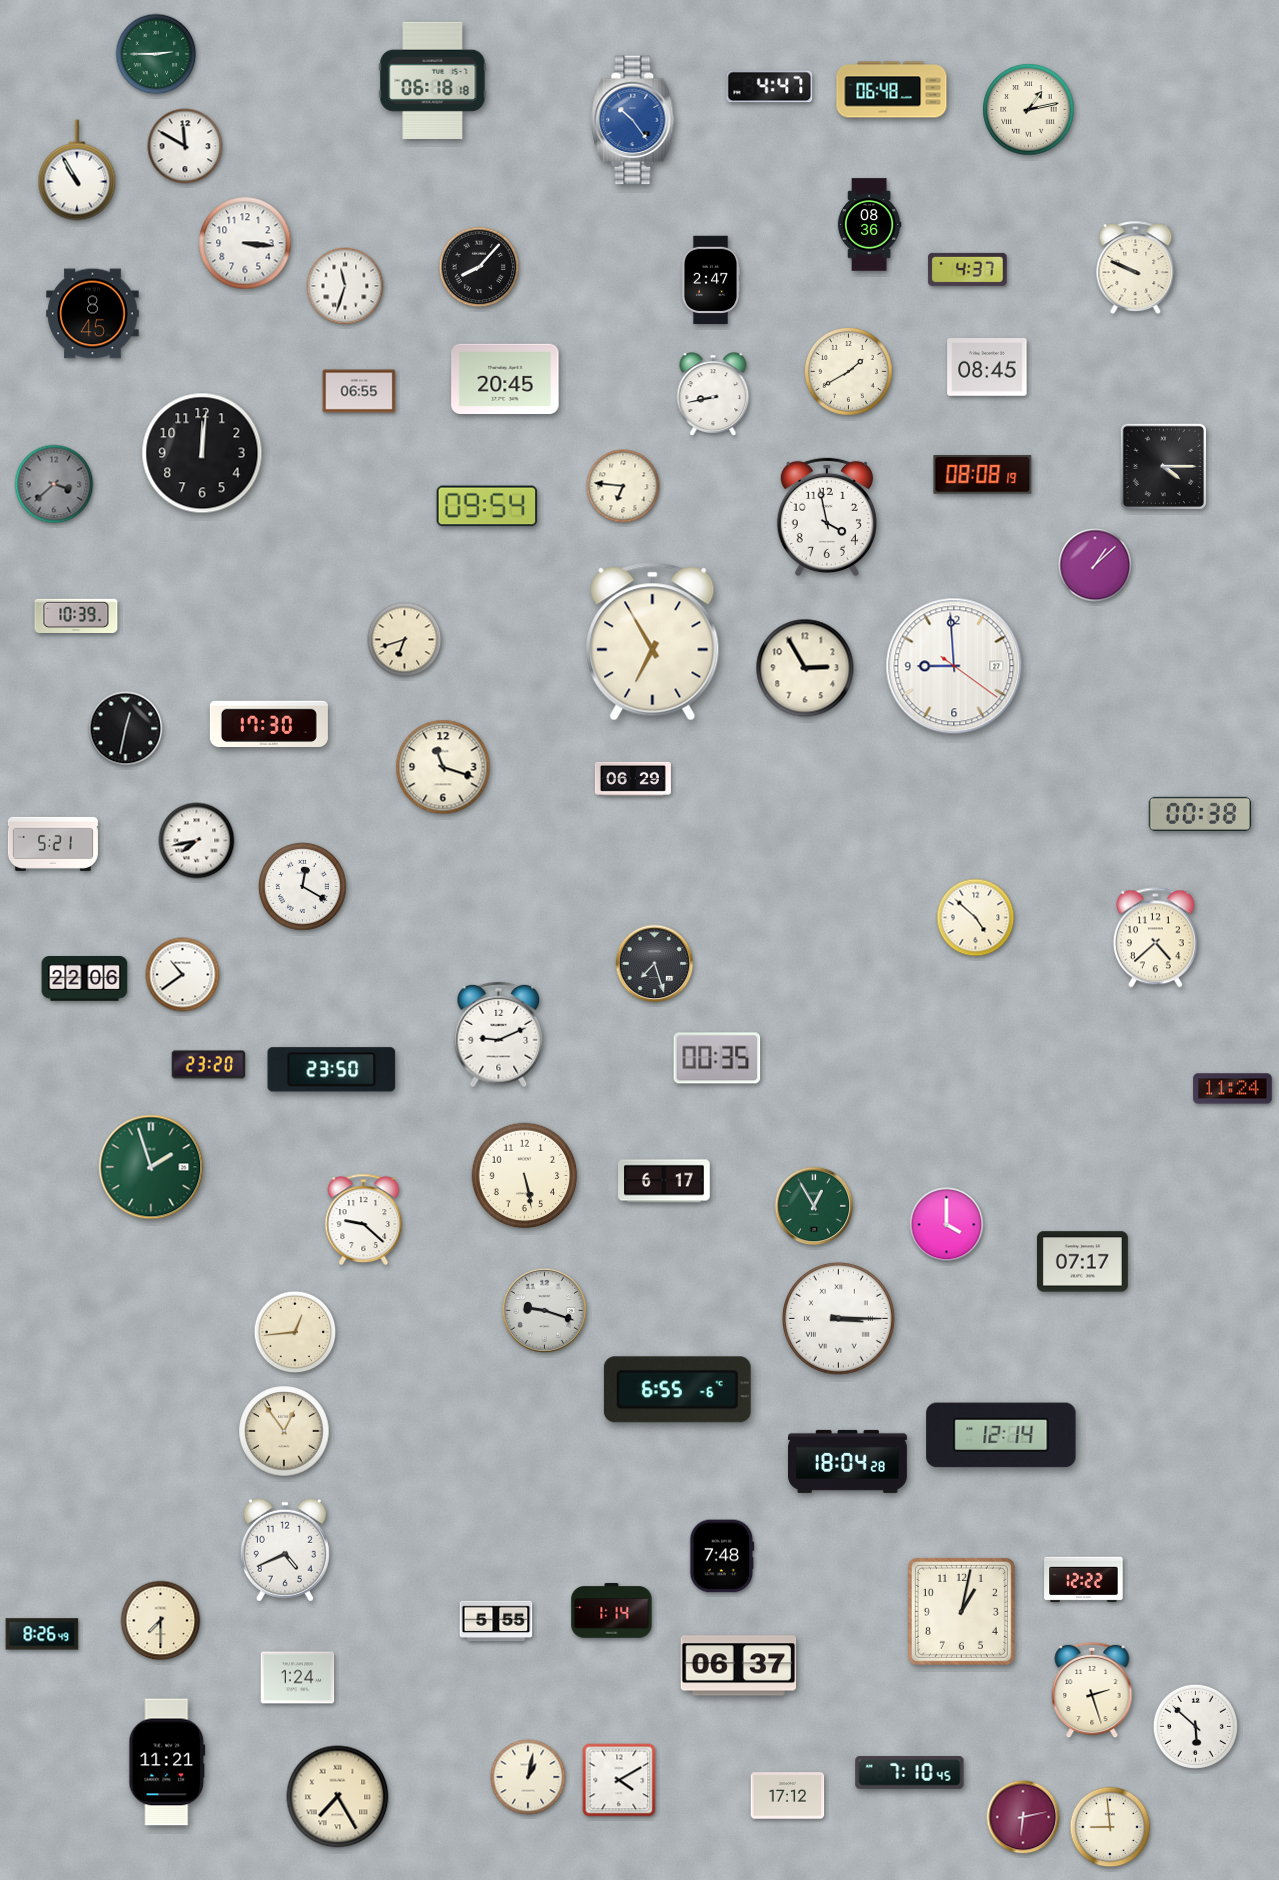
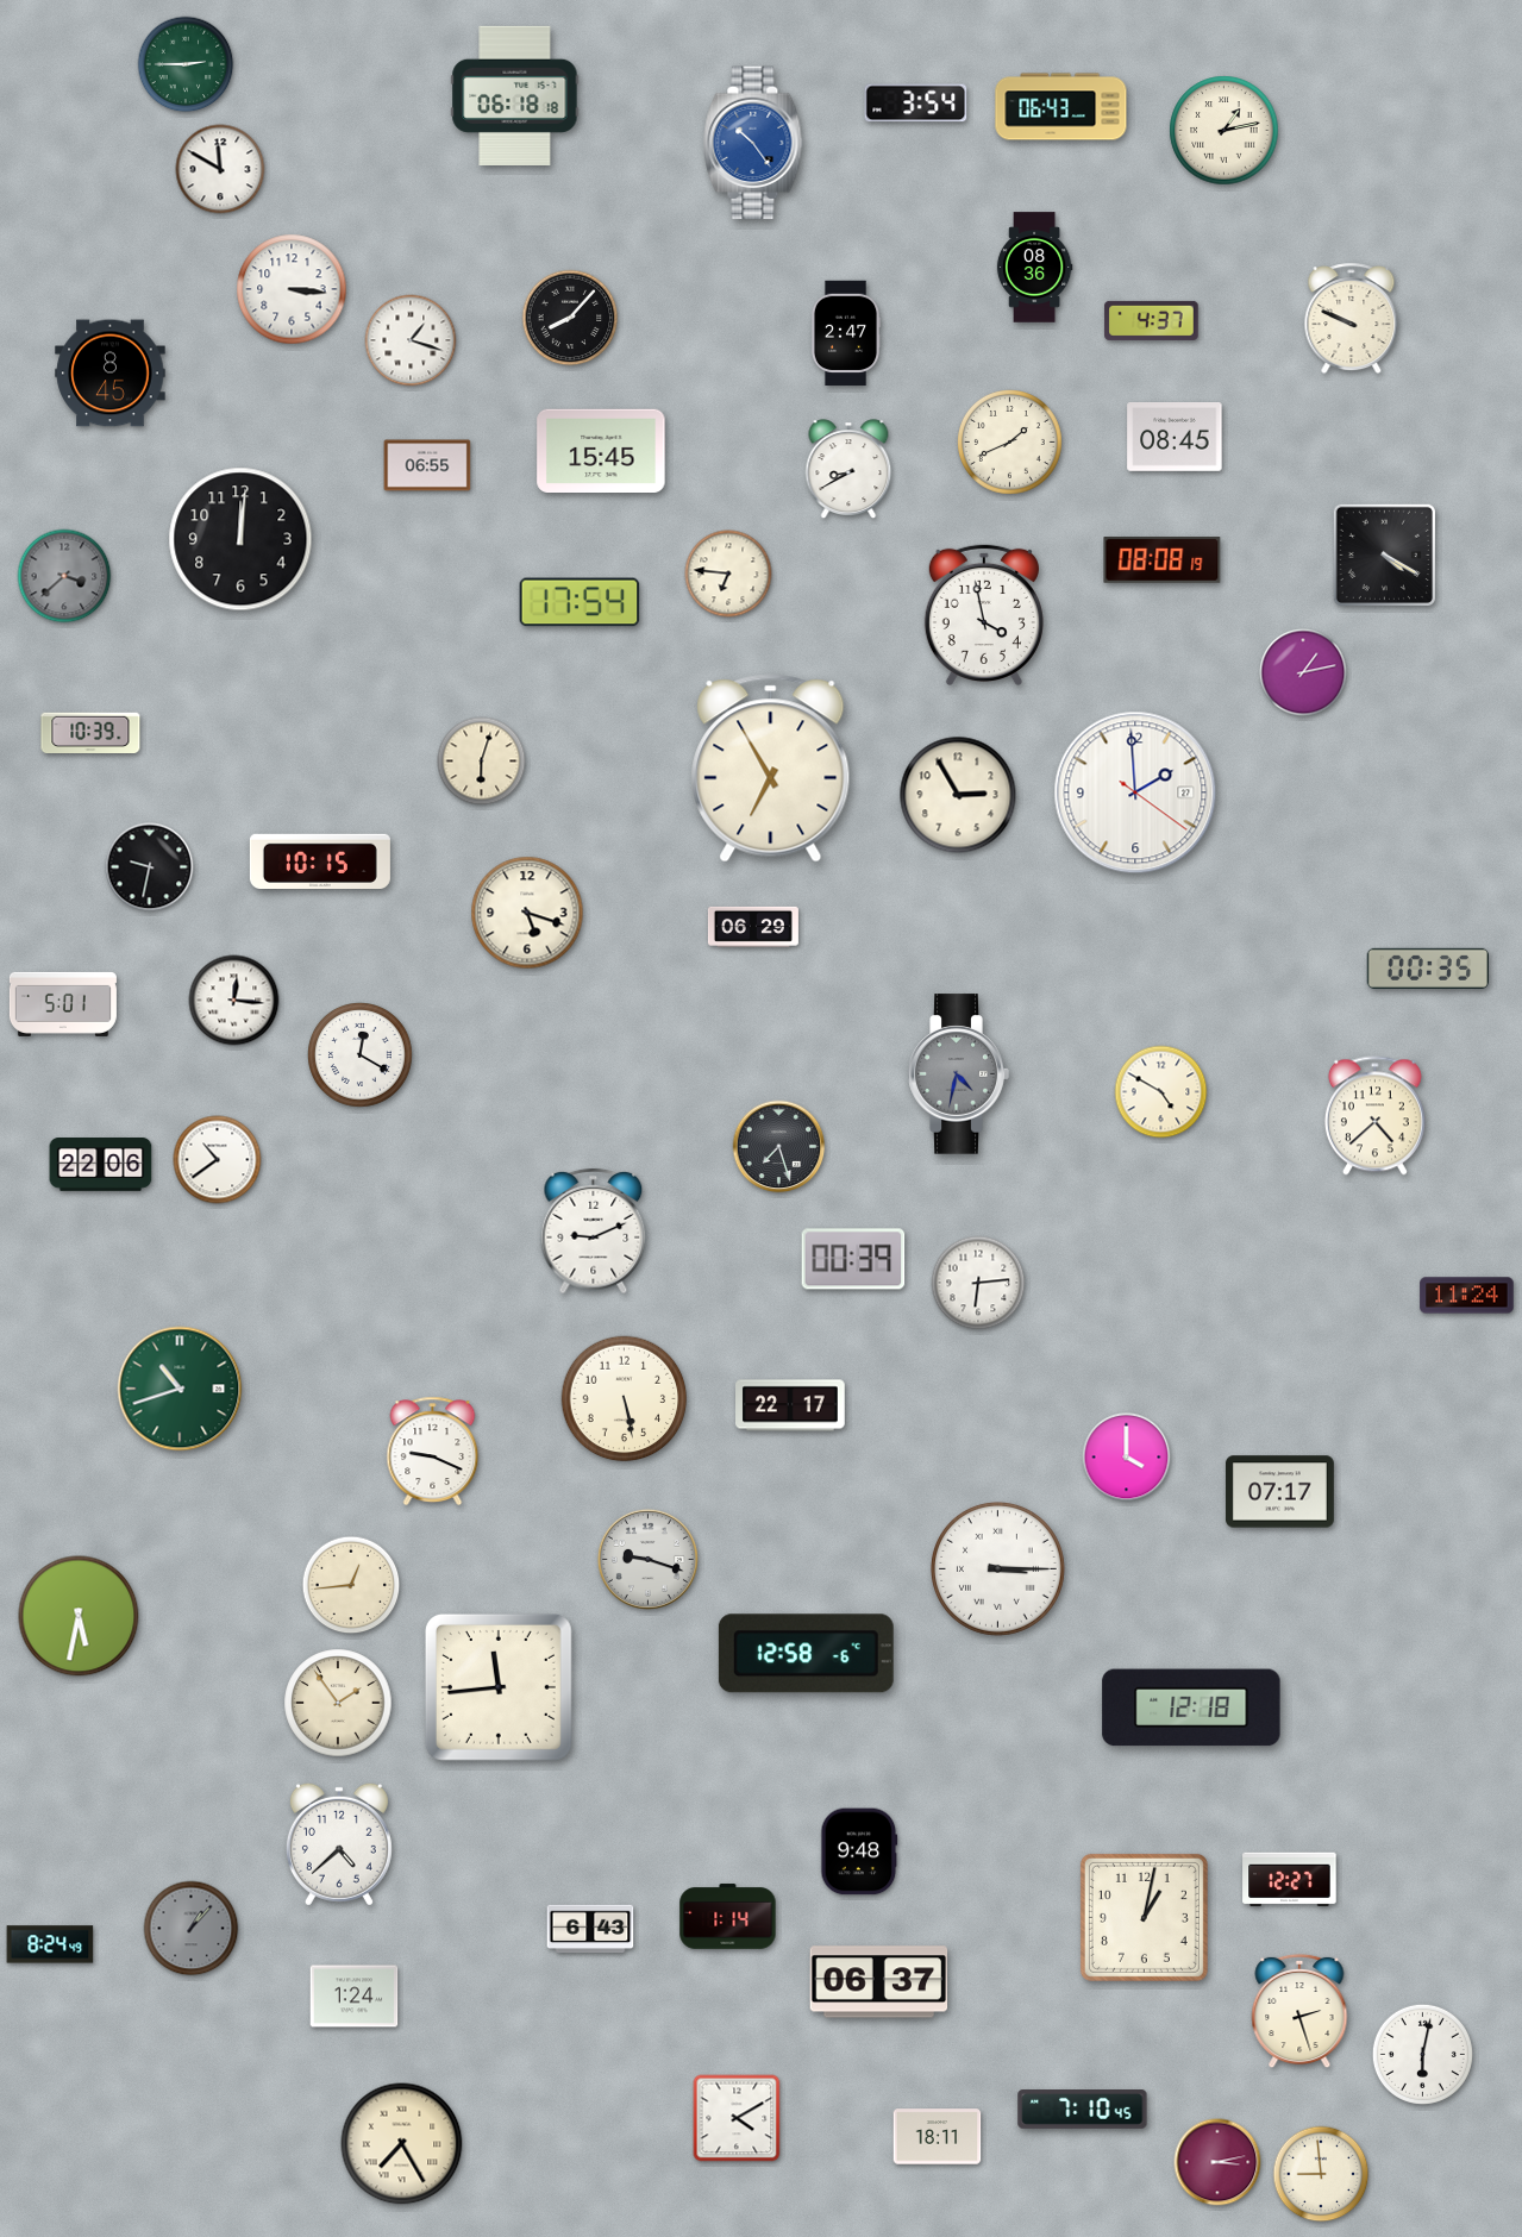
clock at (770, 87): 4:47 -> 3:54
clock at (892, 90): 06:48 -> 06:43
clock at (185, 146) position: (185, 146) -> (220, 169)
clock at (77, 170): 10:55 -> none
clock at (345, 286): 11:33 -> 1:18
clock at (849, 372): 1:40 -> 1:41
clock at (505, 379): 20:45 -> 15:45
clock at (713, 394): 8:43 -> 8:40
clock at (1163, 466): 4:15 -> 4:20
clock at (983, 475) position: (983, 475) -> (1163, 560)
clock at (623, 486) position: (623, 486) -> (728, 574)
clock at (487, 506): 09:54 -> 17:54
clock at (1095, 565): 1:08 -> 1:13
clock at (405, 640): 6:42 -> 6:03
clock at (653, 642) position: (653, 642) -> (771, 769)
clock at (954, 666): 8:59 -> 1:59
clock at (269, 723): 17:30 -> 10:15
clock at (126, 729): 12:32 -> 9:32
clock at (443, 767): 11:18 -> 5:18
clock at (1199, 814): 00:38 -> 00:35
clock at (197, 841): 7:43 -> 12:16
clock at (53, 844): 5:21 -> 5:01
clock at (958, 1074): none -> 4:32
clock at (976, 918): 4:52 -> 4:50
clock at (717, 1058): 00:35 -> 00:39
clock at (209, 1065): 23:20 -> none
clock at (332, 1070): 23:50 -> none
clock at (978, 1283): none -> 6:14
clock at (151, 1167): 1:57 -> 10:42
clock at (665, 1181): 6:17 -> 22:17
clock at (814, 1206): 12:55 -> none
clock at (364, 1220): 9:22 -> 9:19
clock at (1082, 1262) position: (1082, 1262) -> (1279, 1492)
clock at (79, 1616): none -> 5:32
clock at (677, 1390): 6:55 -> 12:58
clock at (499, 1687): none -> 11:44
clock at (284, 1431): 12:54 -> 1:54
clock at (1001, 1435): 12:14 -> 12:18
clock at (848, 1461): 18:04 -> none
clock at (285, 1550): 4:41 -> 4:38
clock at (722, 1556): 7:48 -> 9:48
clock at (1084, 1580): 12:22 -> 12:27
clock at (161, 1621): 7:30 -> 1:07
clock at (161, 1621) dial: cream -> grey
clock at (496, 1621): 5:55 -> 6:43
clock at (42, 1634): 8:26 -> 8:24
clock at (1195, 1726): 5:52 -> 6:02
clock at (167, 1762): 11:21 -> none
clock at (528, 1777): 1:02 -> none
clock at (788, 1796): 17:12 -> 18:11
clock at (338, 1797) position: (338, 1797) -> (402, 2144)
clock at (1023, 1817): 6:13 -> 3:13
